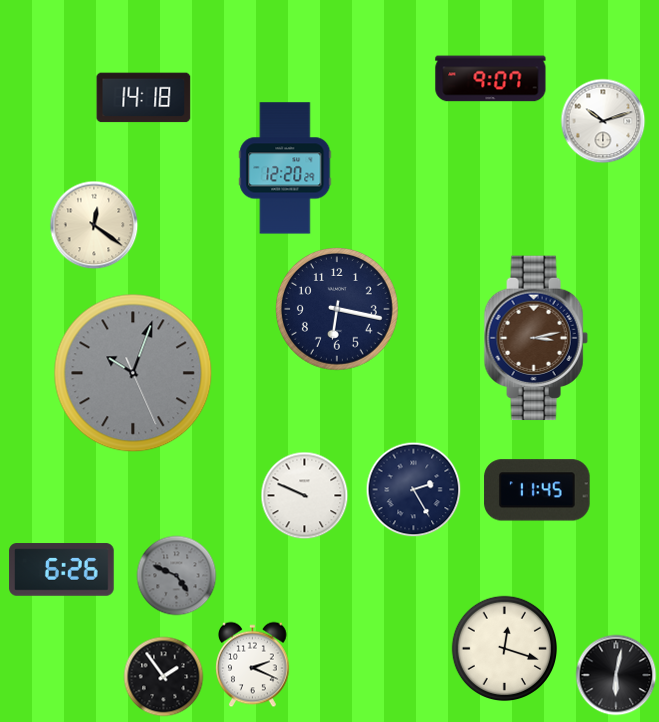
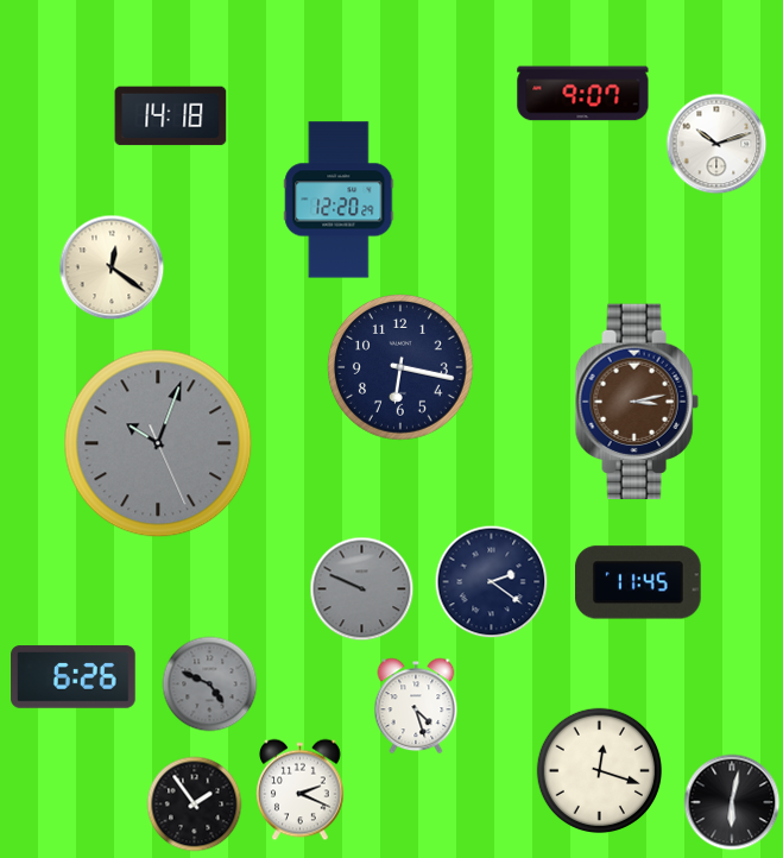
clock at (414, 490): 2:25 -> 2:21
clock at (305, 496) dial: white -> grey
clock at (416, 706): none -> 4:27
